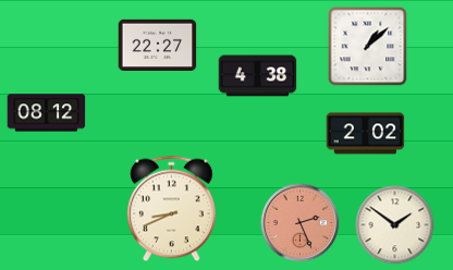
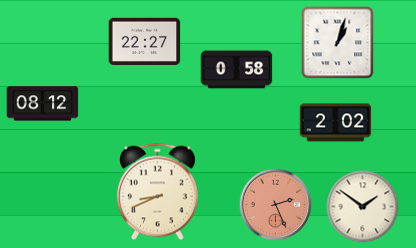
clock at (368, 47): 1:08 -> 1:03
clock at (258, 76): 4:38 -> 0:58
